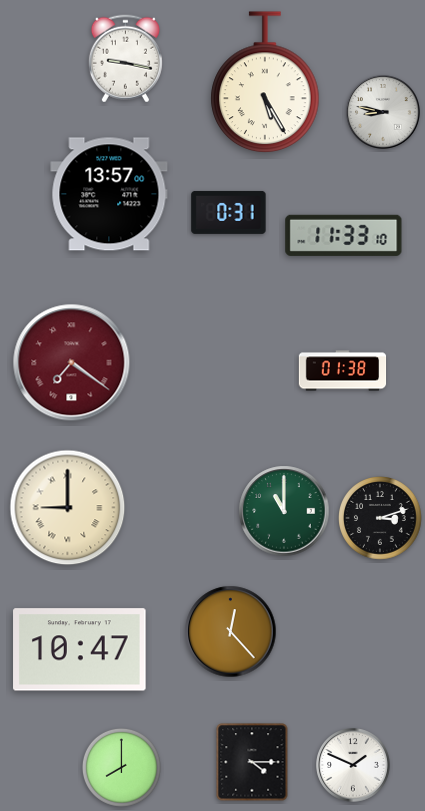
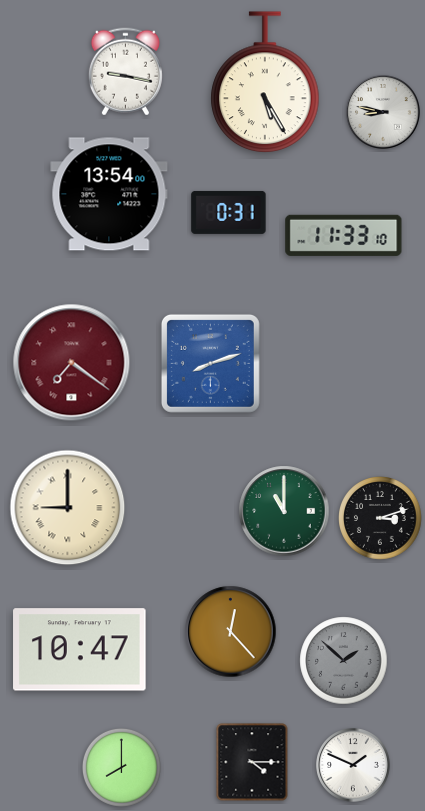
clock at (125, 59) position: (125, 59) -> (125, 72)
clock at (109, 194): 13:57 -> 13:54
clock at (210, 363): none -> 8:12
clock at (343, 371): 01:38 -> none
clock at (344, 661): none -> 1:52
